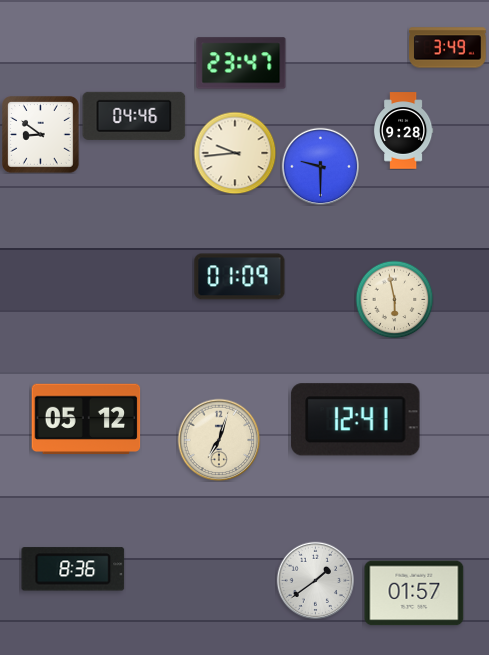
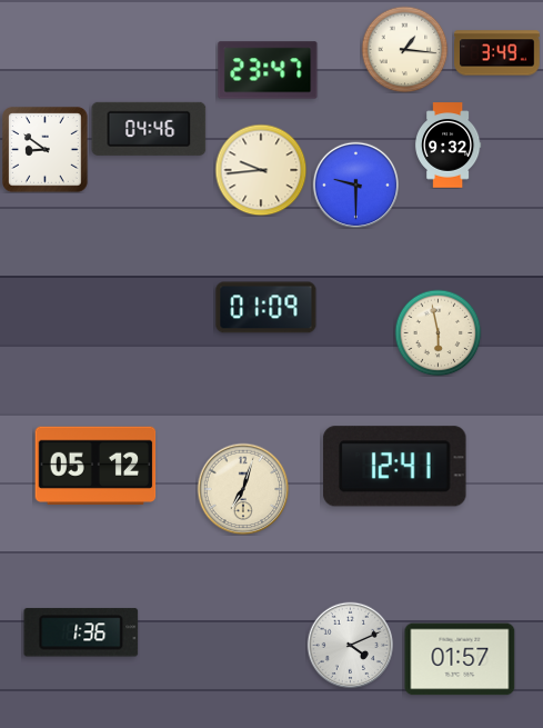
clock at (404, 49): none -> 1:16
clock at (403, 131): 9:28 -> 9:32
clock at (73, 569): 8:36 -> 1:36
clock at (315, 580): 1:39 -> 4:11
